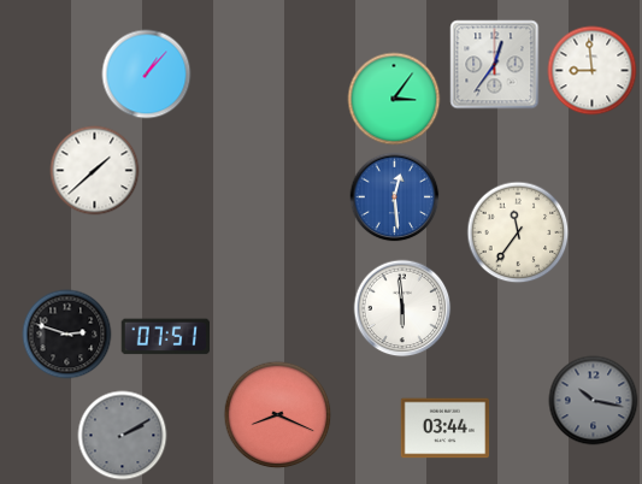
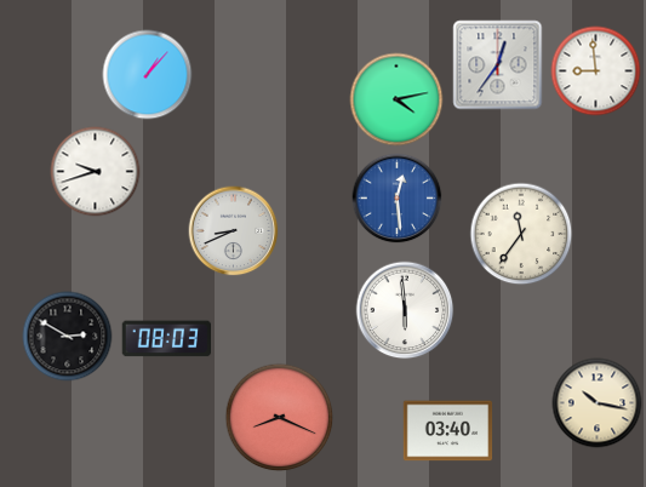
clock at (394, 99): 3:06 -> 4:13
clock at (95, 171): 1:38 -> 9:42
clock at (234, 231): none -> 8:41
clock at (67, 335): 2:48 -> 2:50
clock at (165, 337): 07:51 -> 08:03
clock at (594, 401) dial: grey -> cream
clock at (446, 429): 03:44 -> 03:40
clock at (123, 436): 2:10 -> none
